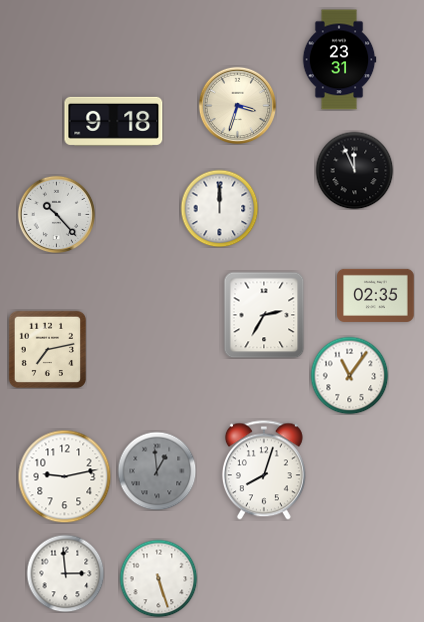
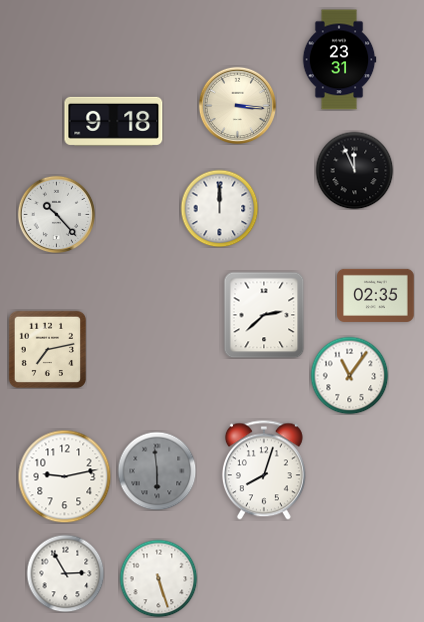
clock at (237, 105): 3:33 -> 3:16
clock at (264, 315): 2:35 -> 2:38
clock at (157, 471): 12:59 -> 5:59
clock at (65, 573): 2:59 -> 2:55
